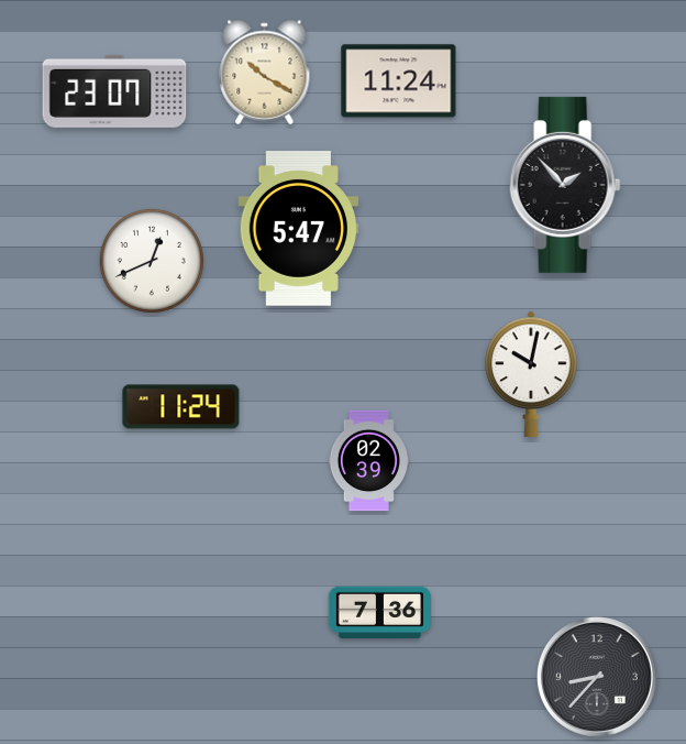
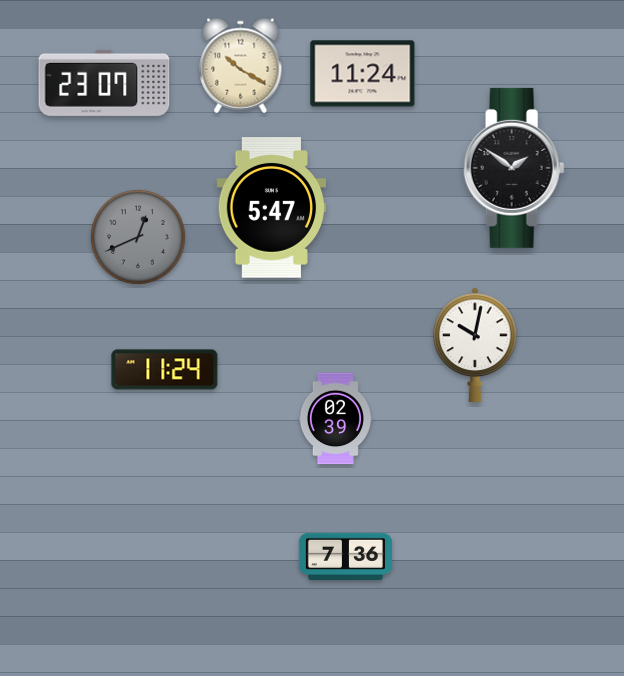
clock at (565, 185): 1:53 -> 1:51
clock at (152, 261) dial: white -> grey
clock at (531, 374) position: (531, 374) -> (475, 345)
clock at (597, 677): 8:37 -> none
